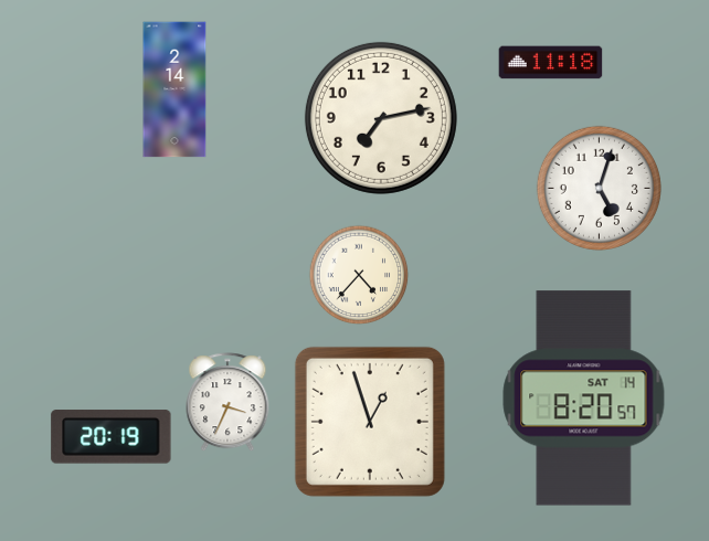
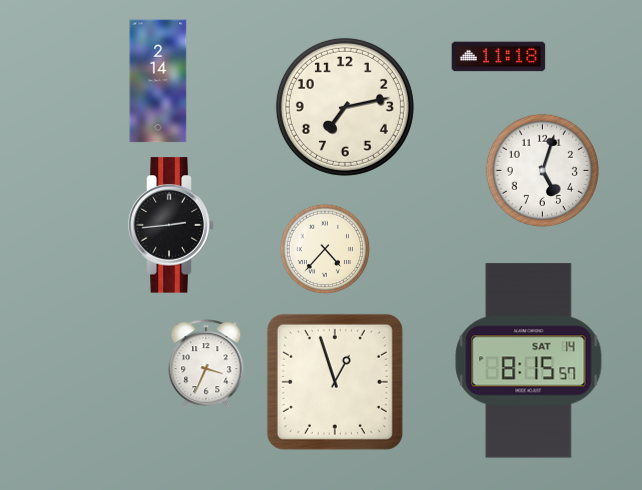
clock at (171, 225): none -> 2:44
clock at (584, 399): 8:20 -> 8:15
clock at (112, 437): 20:19 -> none
